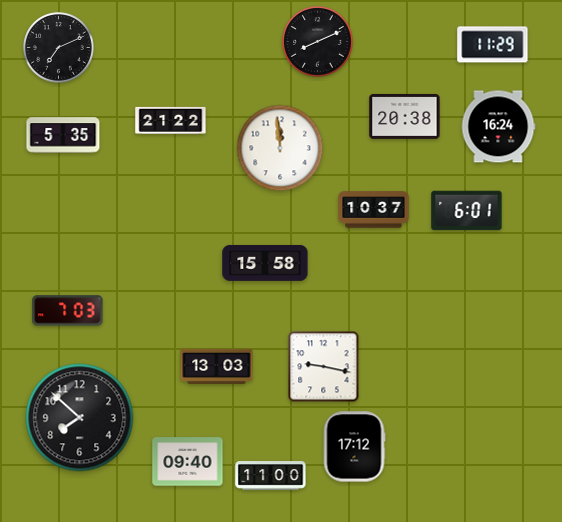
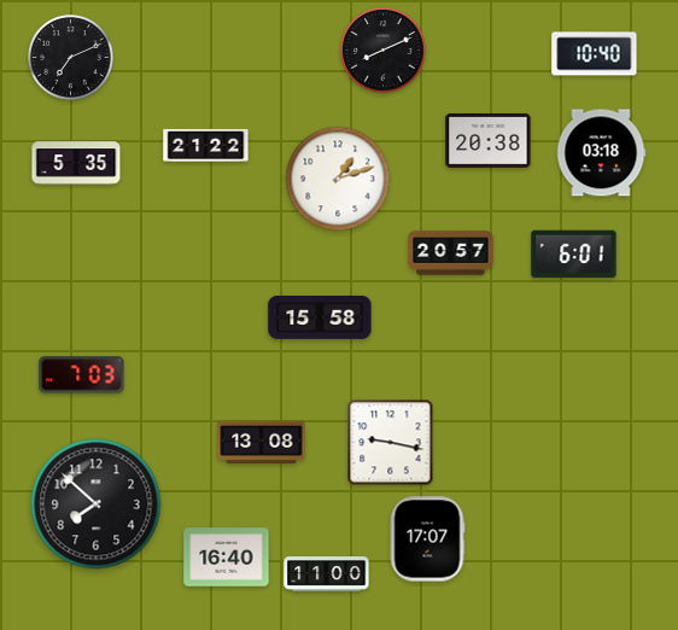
clock at (493, 45): 11:29 -> 10:40
clock at (498, 127): 16:24 -> 03:18
clock at (280, 148): 11:59 -> 1:12
clock at (374, 210): 10:37 -> 20:57
clock at (467, 211) position: (467, 211) -> (574, 255)
clock at (217, 366): 13:03 -> 13:08
clock at (354, 447): 17:12 -> 17:07
clock at (188, 462): 09:40 -> 16:40
